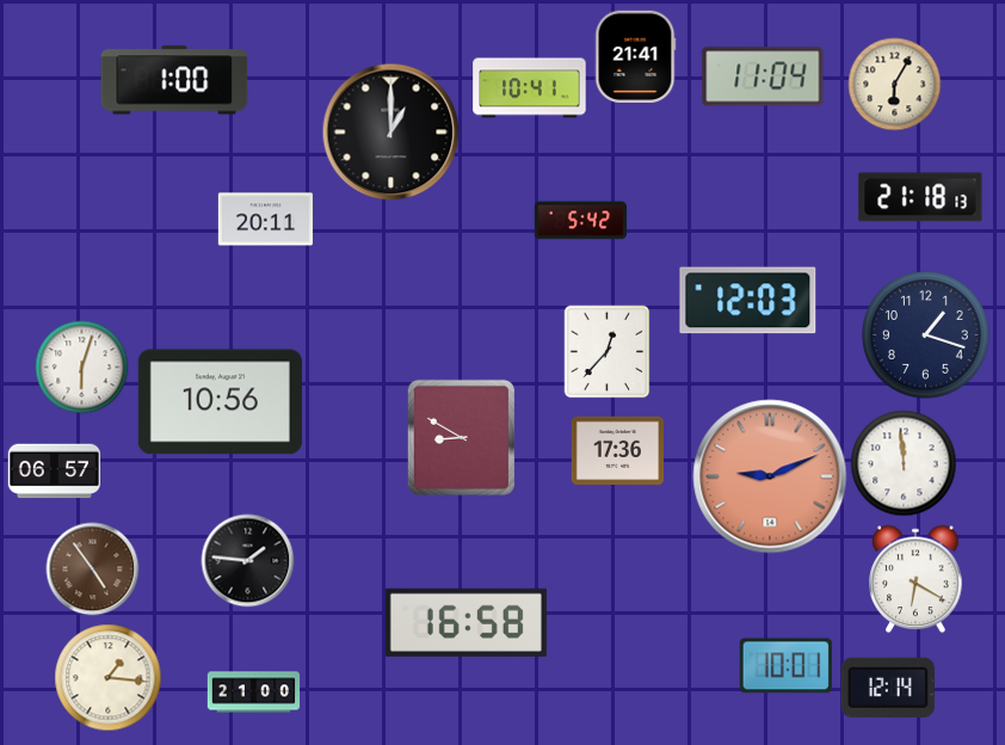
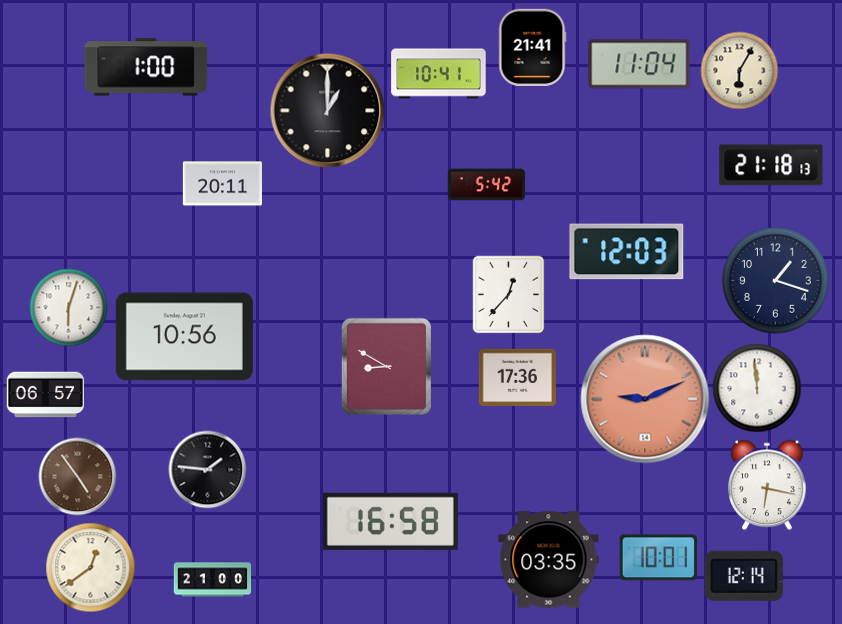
clock at (894, 84) position: (894, 84) -> (739, 70)
clock at (530, 88) position: (530, 88) -> (439, 74)
clock at (915, 579): 6:20 -> 6:17
clock at (549, 560): none -> 03:35
clock at (107, 677): 1:16 -> 12:39
